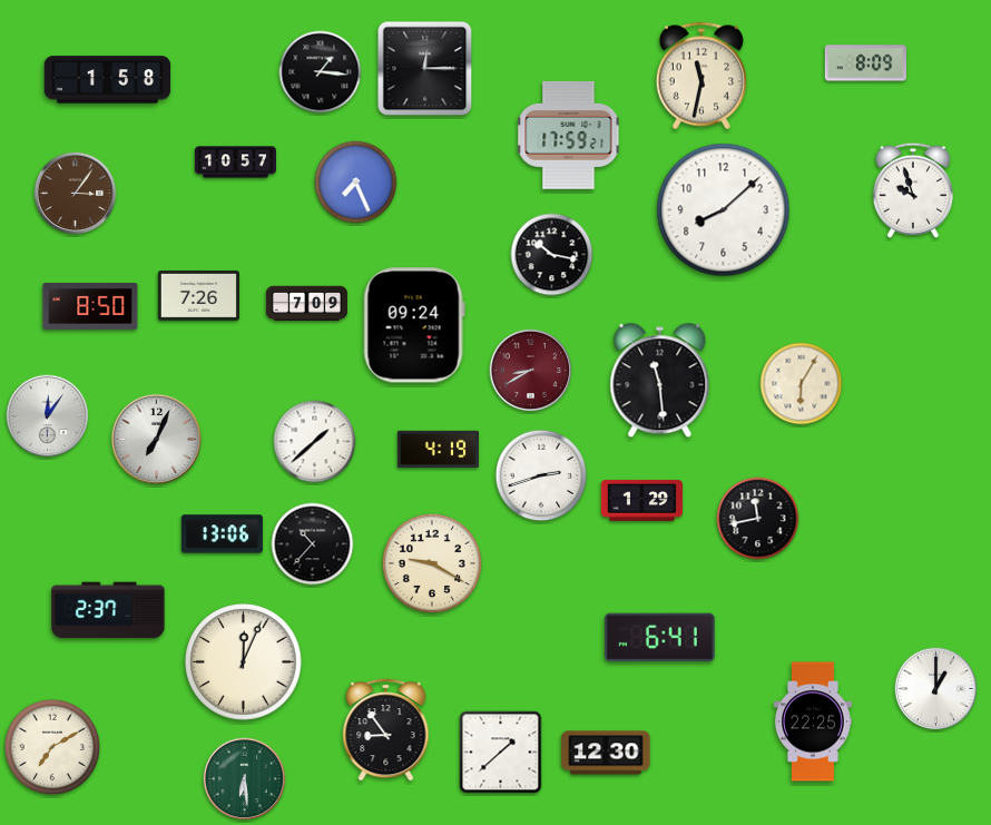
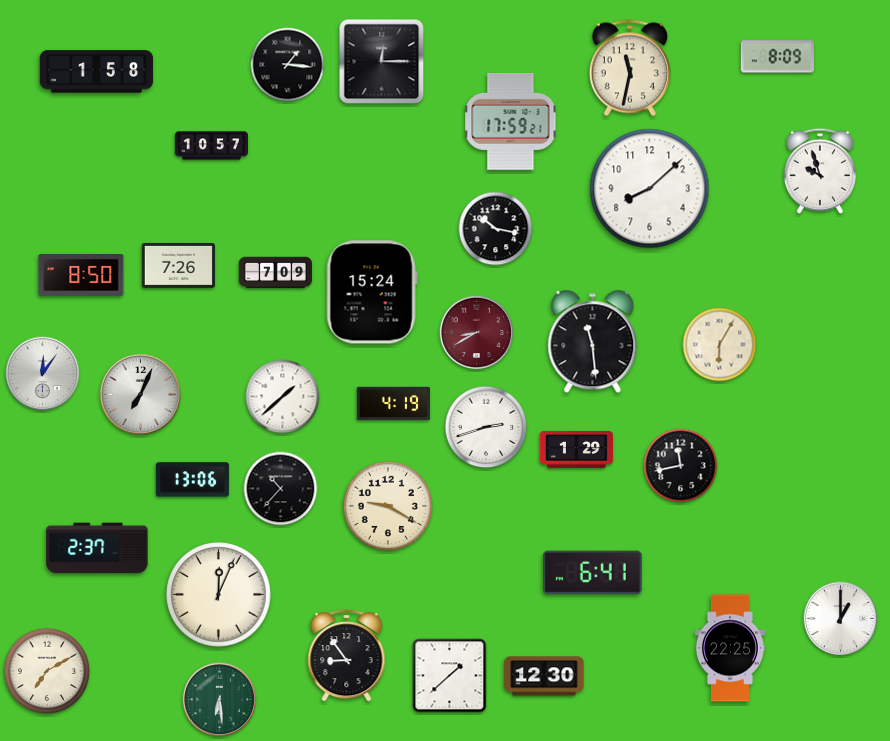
clock at (356, 183): 7:26 -> none
clock at (76, 194): 3:06 -> none
clock at (414, 325): 09:24 -> 15:24
clock at (222, 534) position: (222, 534) -> (192, 480)
